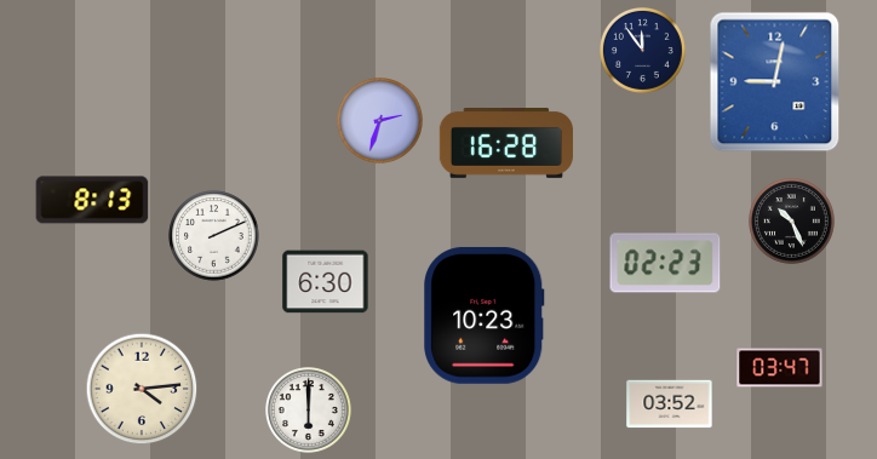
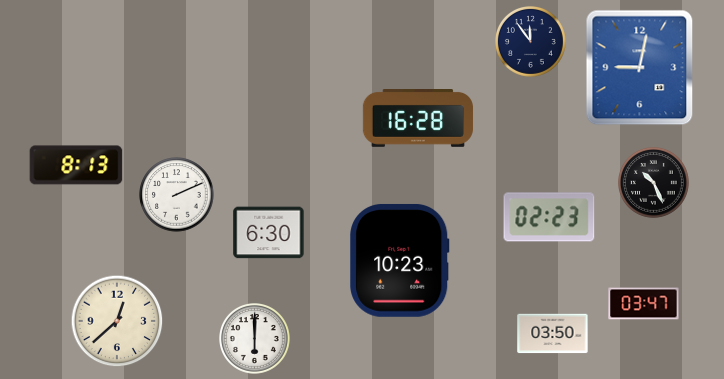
clock at (380, 121): 2:33 -> none
clock at (142, 389): 4:14 -> 12:38
clock at (670, 405): 03:52 -> 03:50
